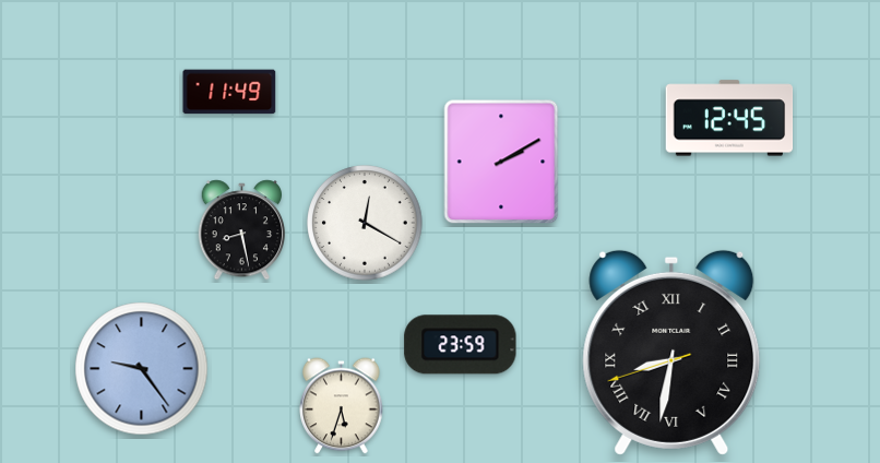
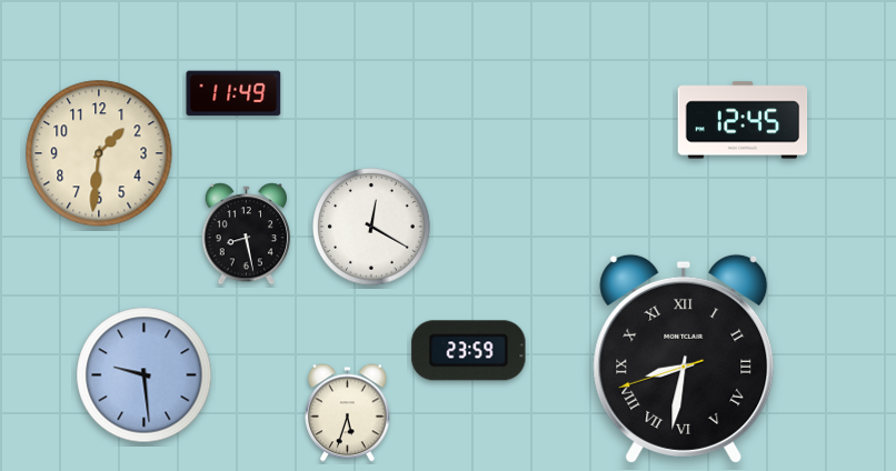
clock at (99, 153): none -> 1:31
clock at (501, 162): 2:10 -> none
clock at (142, 369): 9:24 -> 9:29
